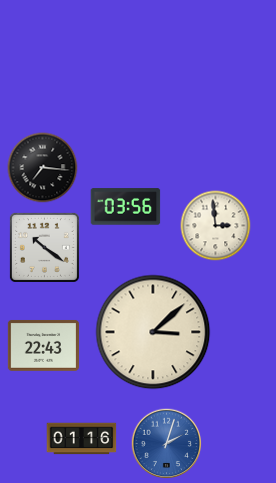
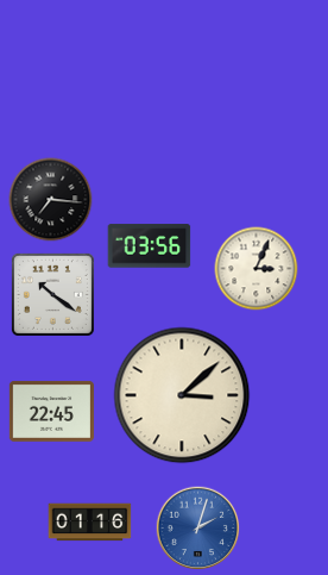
clock at (216, 226): 2:59 -> 3:04
clock at (43, 345): 22:43 -> 22:45
clock at (82, 439) position: (82, 439) -> (90, 523)
